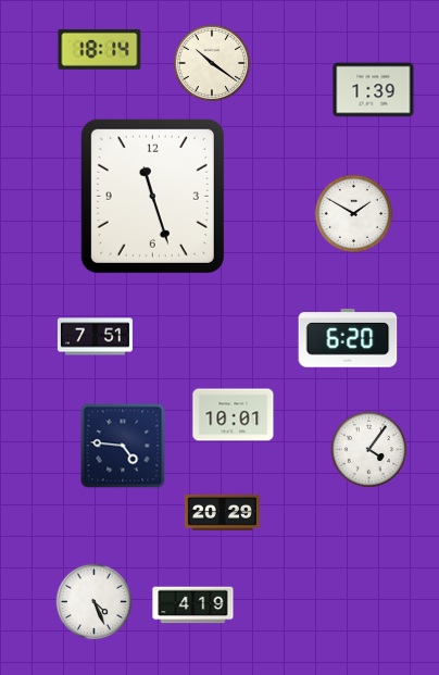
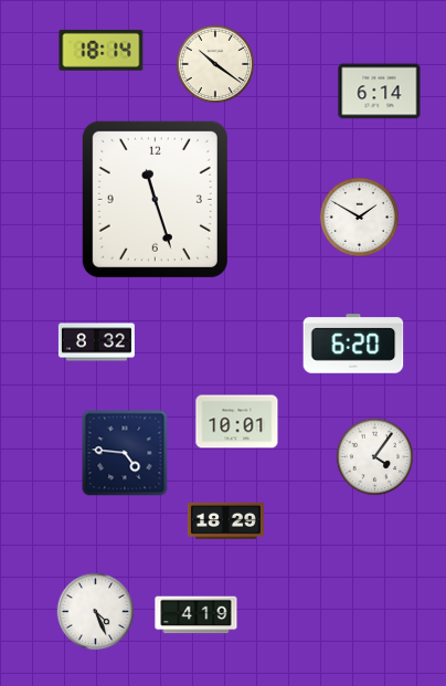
clock at (374, 90): 1:39 -> 6:14
clock at (95, 337): 7:51 -> 8:32
clock at (222, 512): 20:29 -> 18:29
